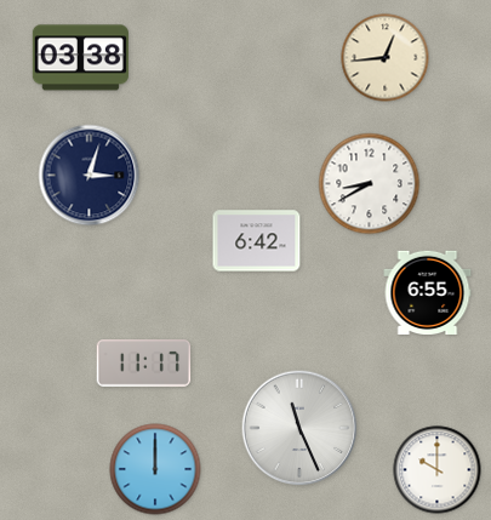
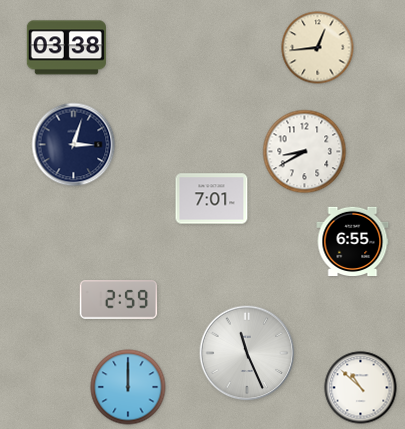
clock at (257, 241): 6:42 -> 7:01
clock at (144, 364): 11:17 -> 2:59
clock at (438, 470): 10:00 -> 10:52
